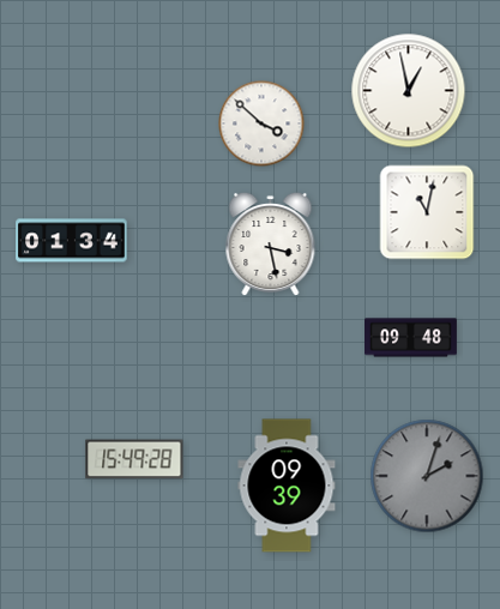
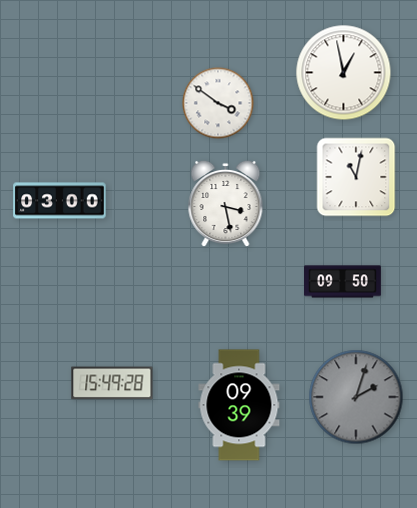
clock at (409, 91) position: (409, 91) -> (344, 73)
clock at (261, 123): 3:52 -> 3:51
clock at (72, 241): 01:34 -> 03:00
clock at (411, 338): 09:48 -> 09:50
